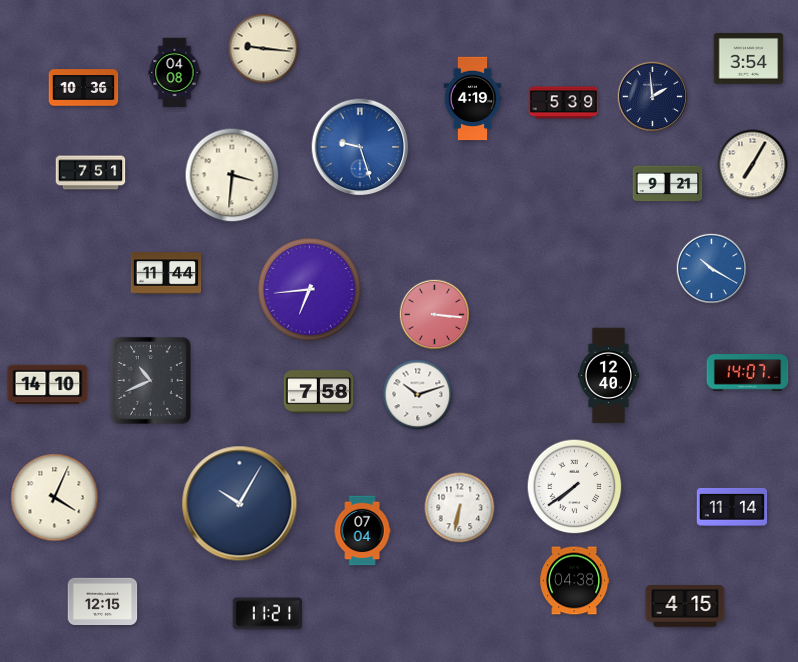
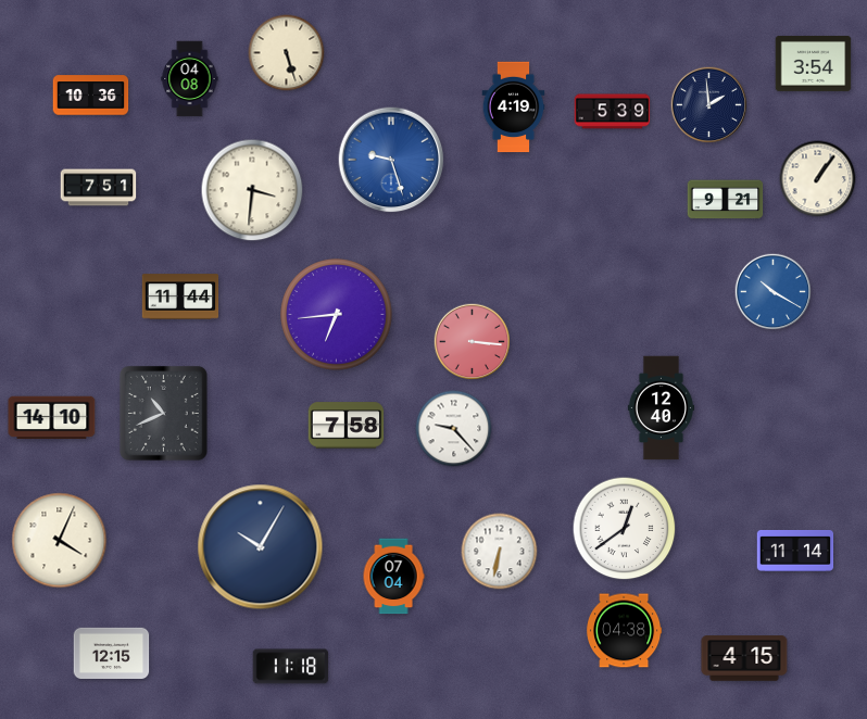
clock at (264, 49): 9:16 -> 5:27
clock at (753, 165): 7:05 -> 1:06
clock at (748, 373): 14:07 -> none
clock at (418, 395): 10:12 -> 9:23
clock at (575, 487): 7:39 -> 12:39
clock at (268, 614): 11:21 -> 11:18
